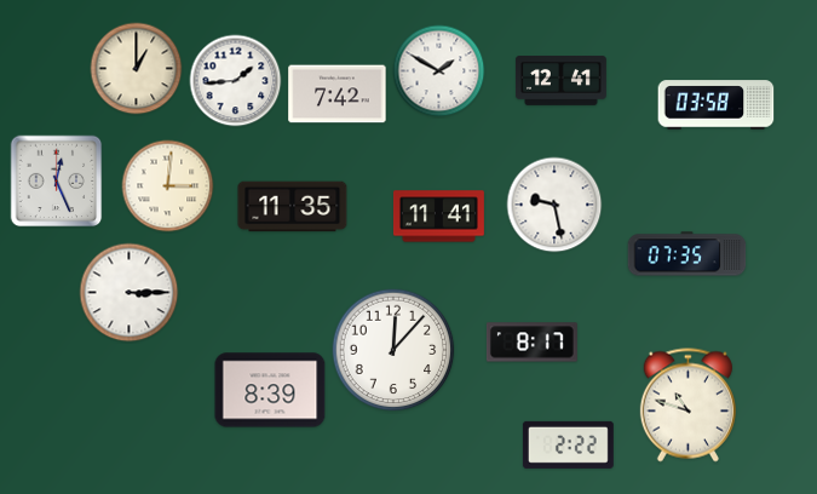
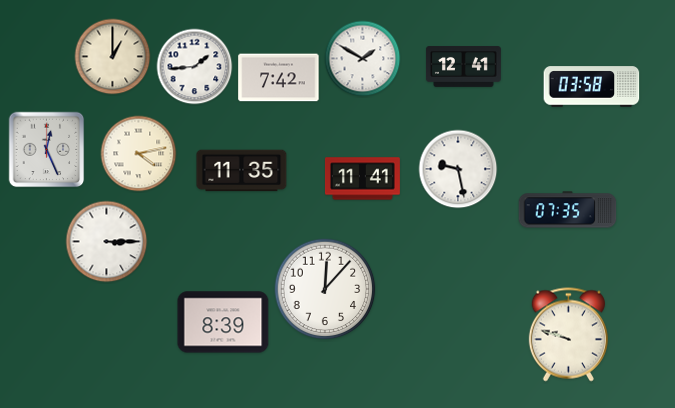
clock at (168, 186): 3:01 -> 4:13
clock at (531, 343): 8:17 -> none
clock at (687, 406): 10:48 -> 9:48
clock at (568, 444): 2:22 -> none
